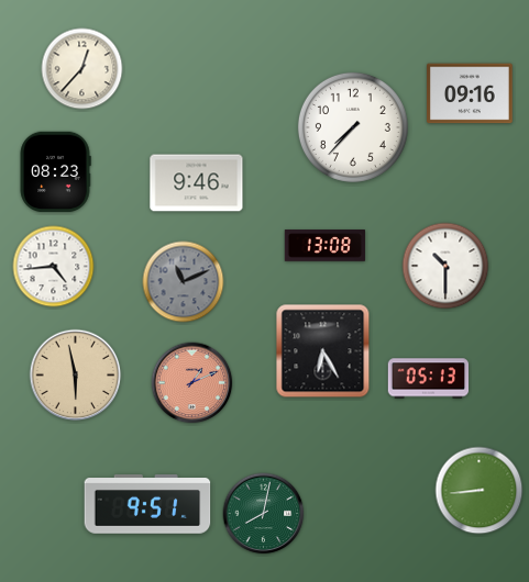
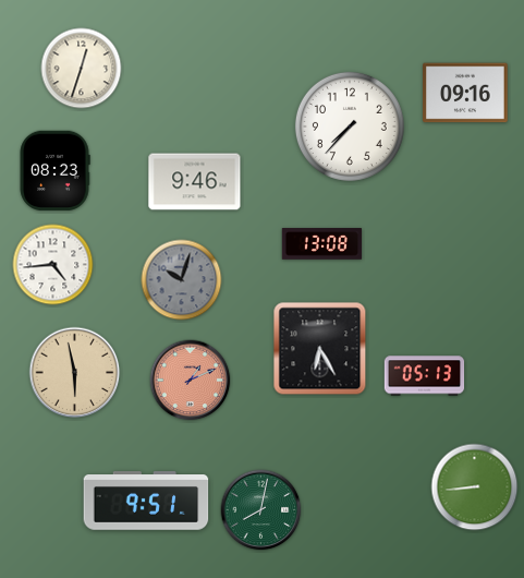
clock at (82, 69): 12:37 -> 12:33
clock at (445, 266): 10:30 -> none
clock at (184, 282): 11:11 -> 10:03
